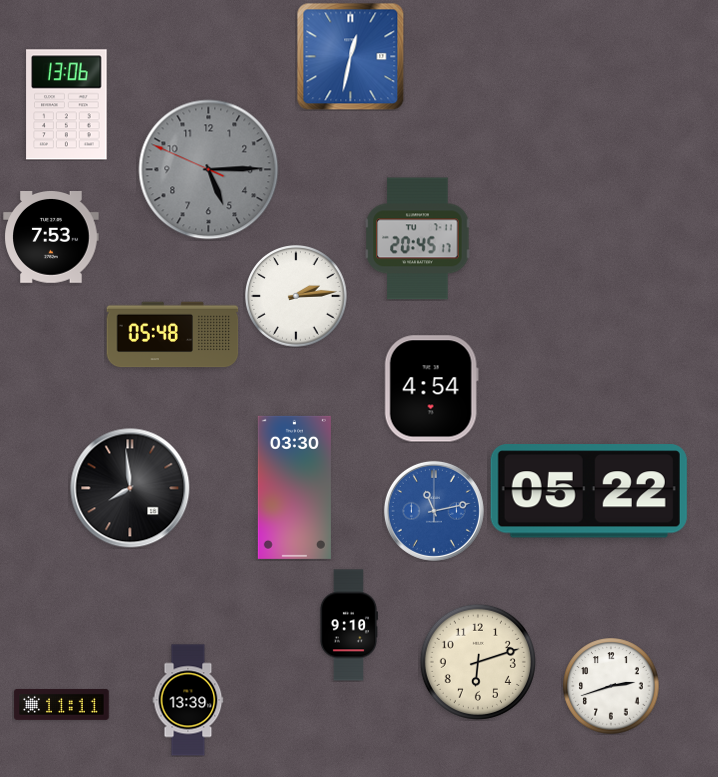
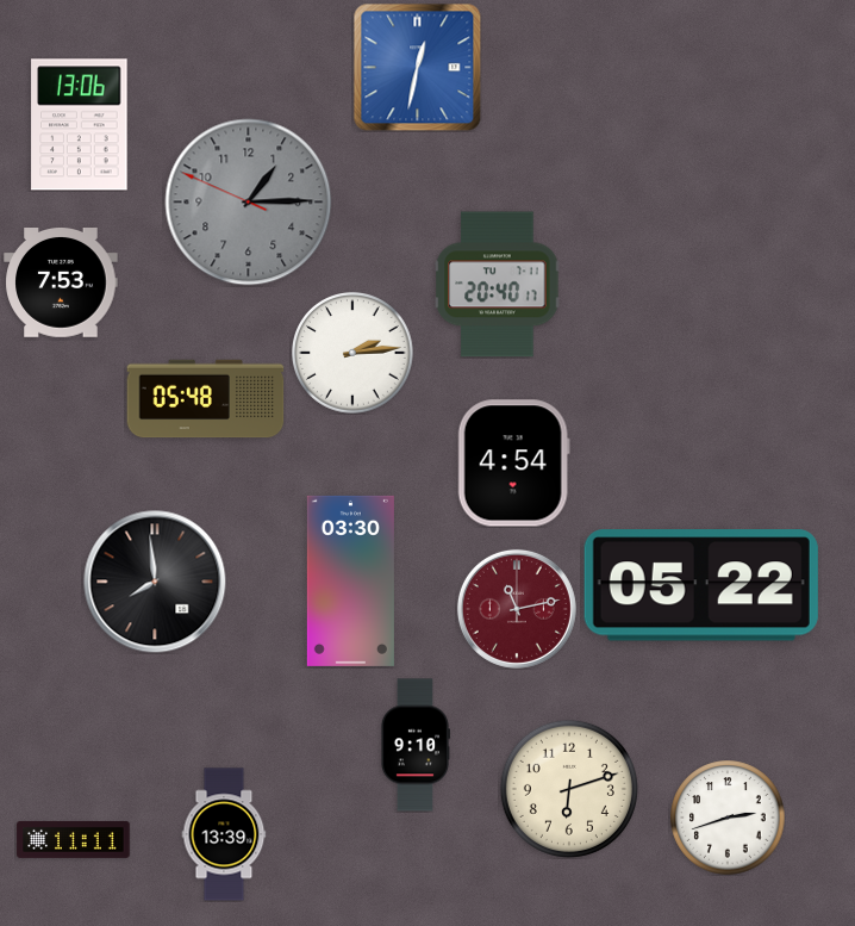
clock at (209, 170): 5:14 -> 1:14
clock at (418, 239): 20:45 -> 20:40
clock at (434, 511) dial: blue -> burgundy
